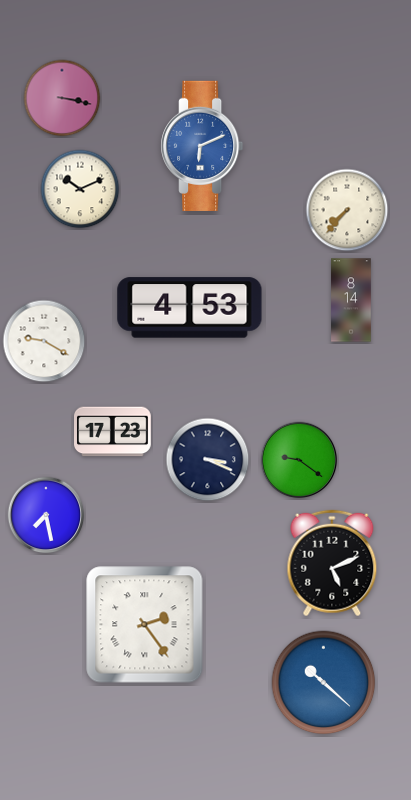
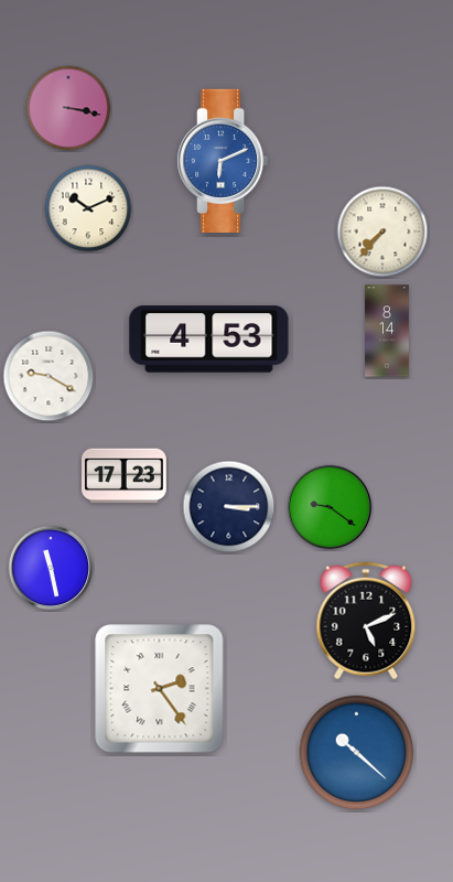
clock at (208, 460): 3:19 -> 3:15
clock at (46, 515): 7:28 -> 11:28
